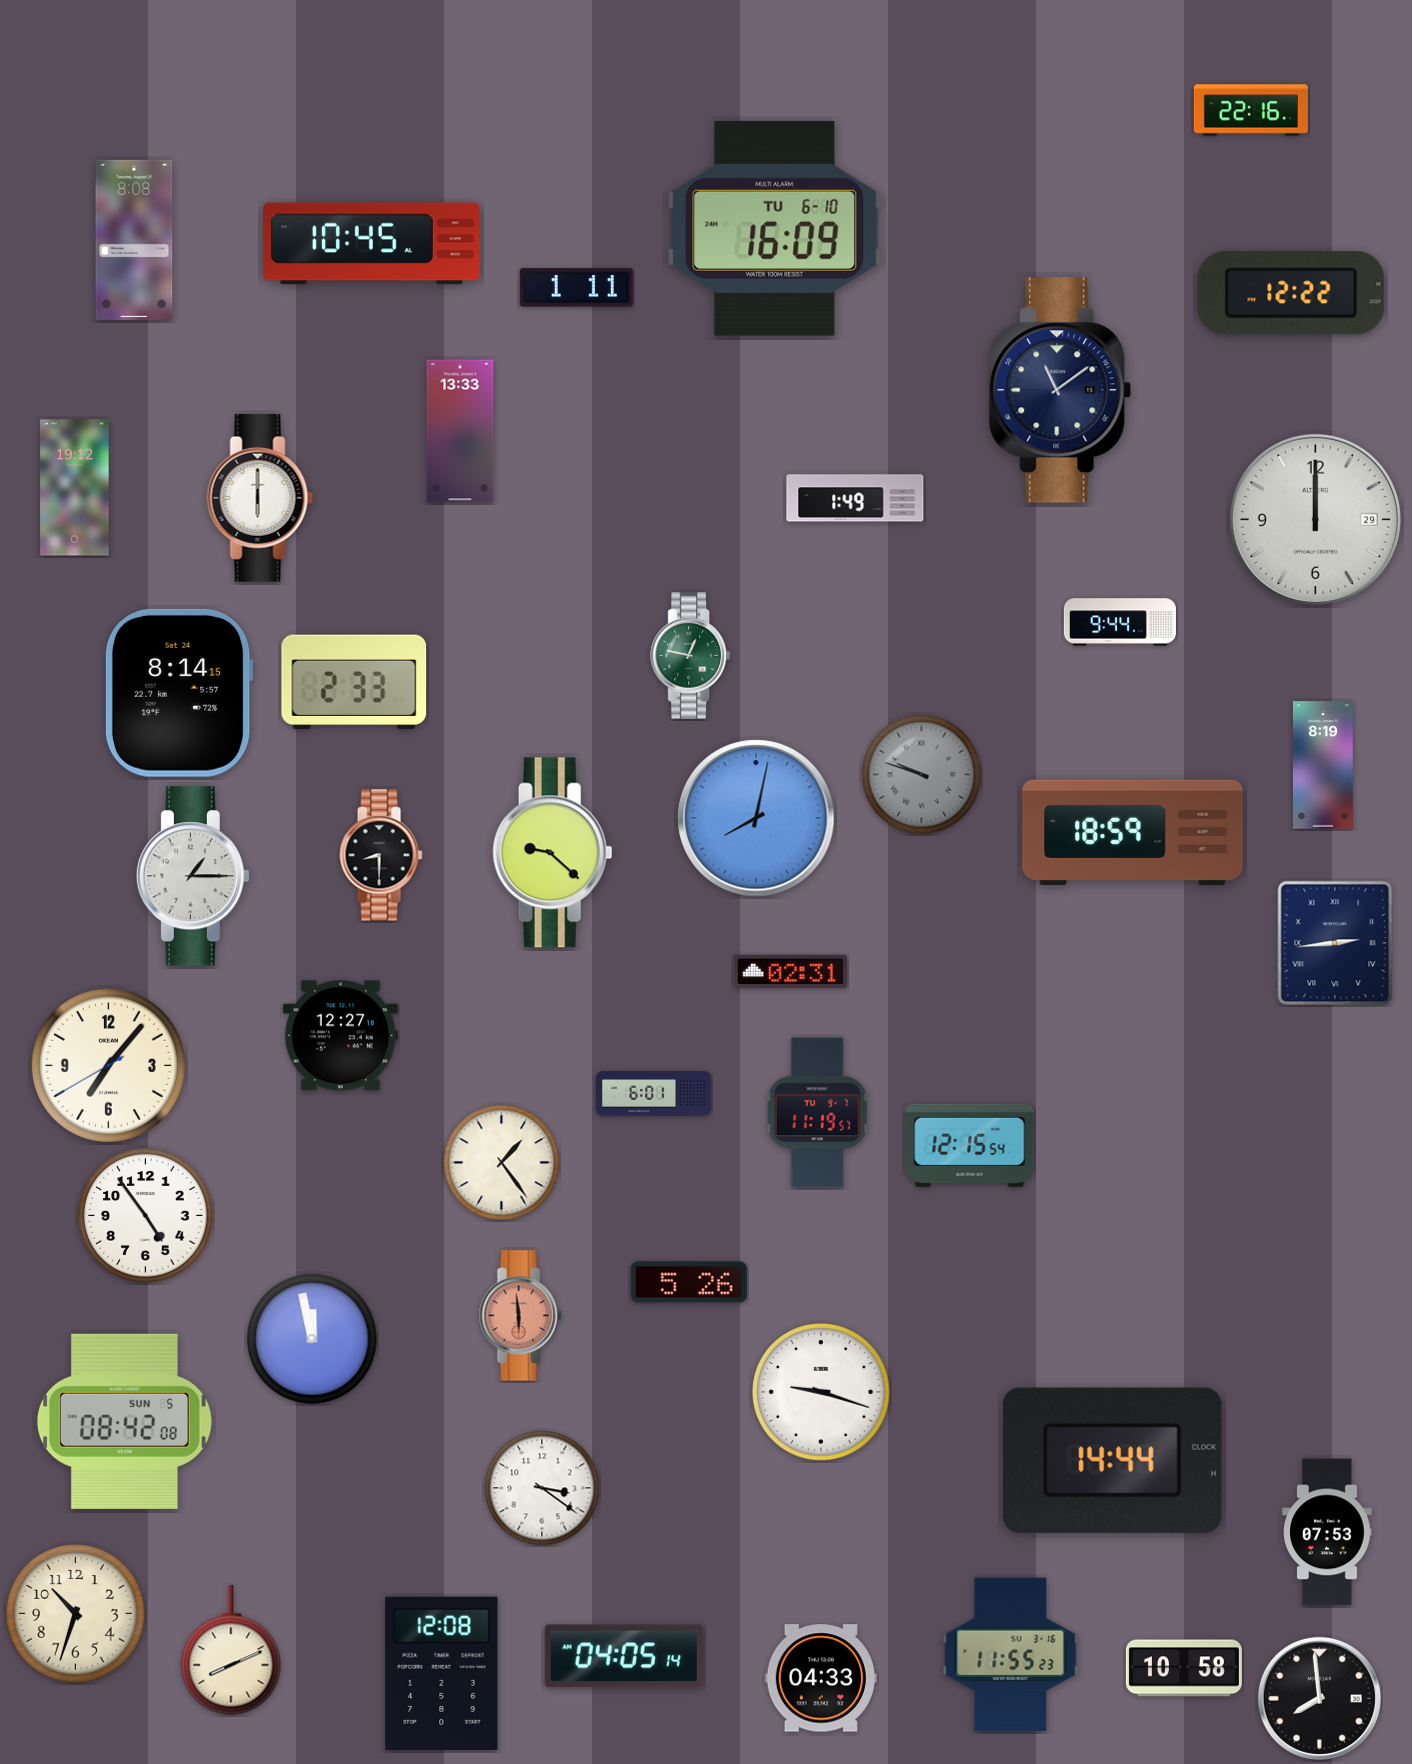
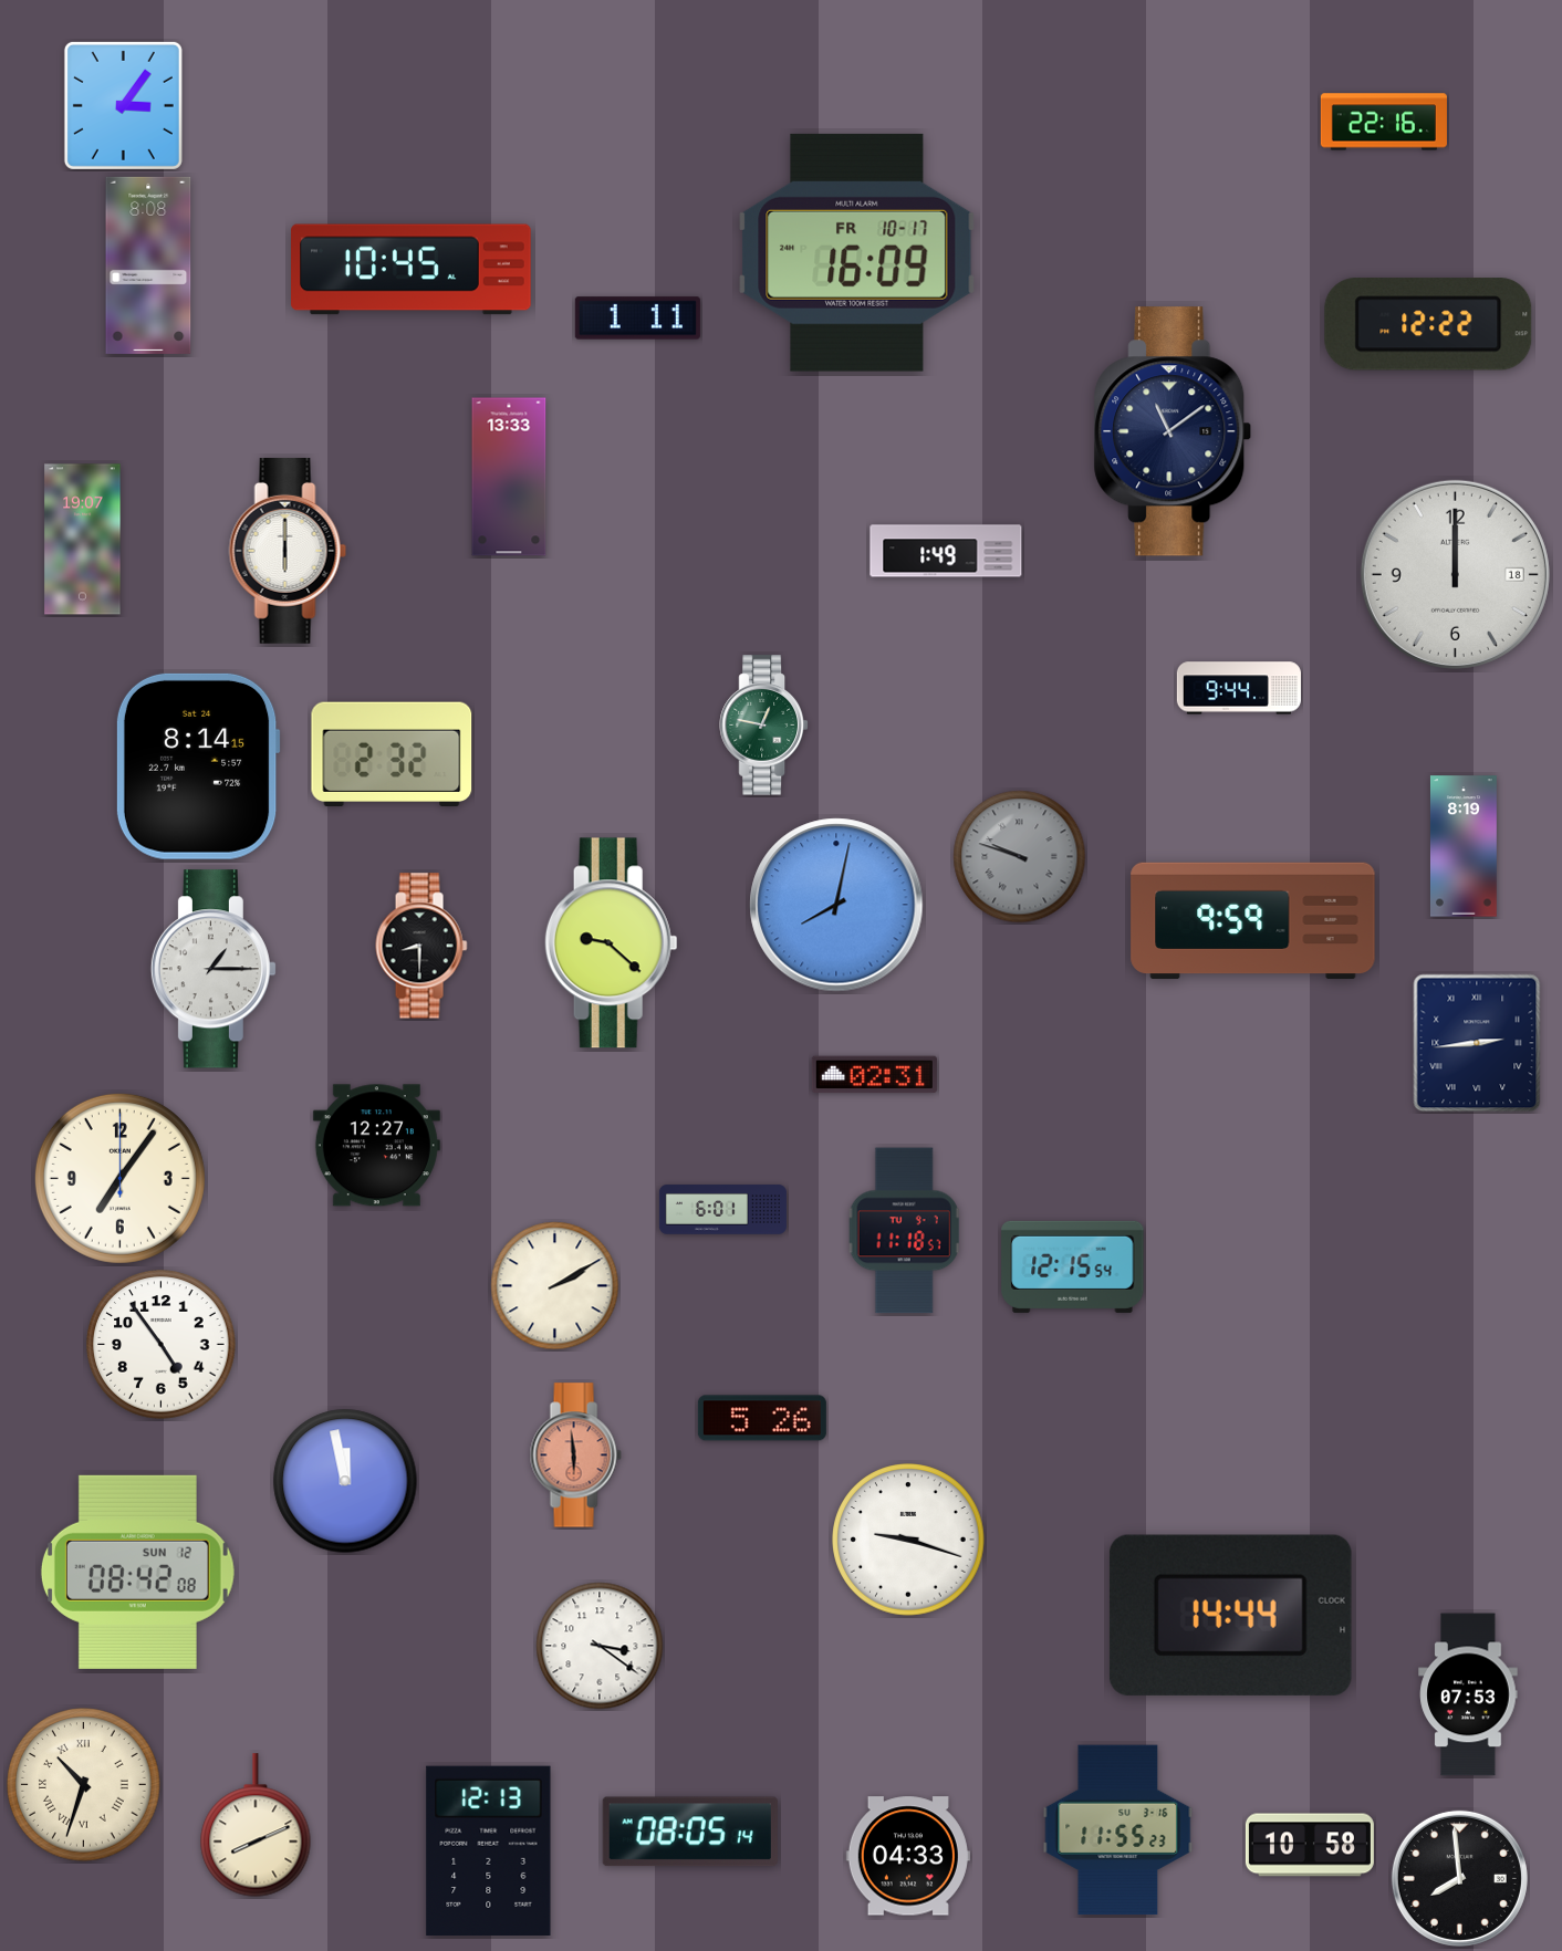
clock at (123, 105): none -> 3:06
clock at (775, 228) date: TU 6-10 -> FR 10-17
clock at (75, 488): 19:12 -> 19:07
clock at (1315, 519) date: 29 -> 18
clock at (354, 681): 2:33 -> 2:32
clock at (1133, 833): 18:59 -> 9:59
clock at (108, 1065): 7:06:40 -> 7:06:00
clock at (817, 1113): 11:19 -> 11:18
clock at (502, 1163): 1:24 -> 2:10
clock at (124, 1421) date: SUN 5 -> SUN 12
clock at (76, 1614) numerals: Arabic -> Roman
clock at (624, 1656): 04:05 -> 08:05
clock at (442, 1674): 12:08 -> 12:13
